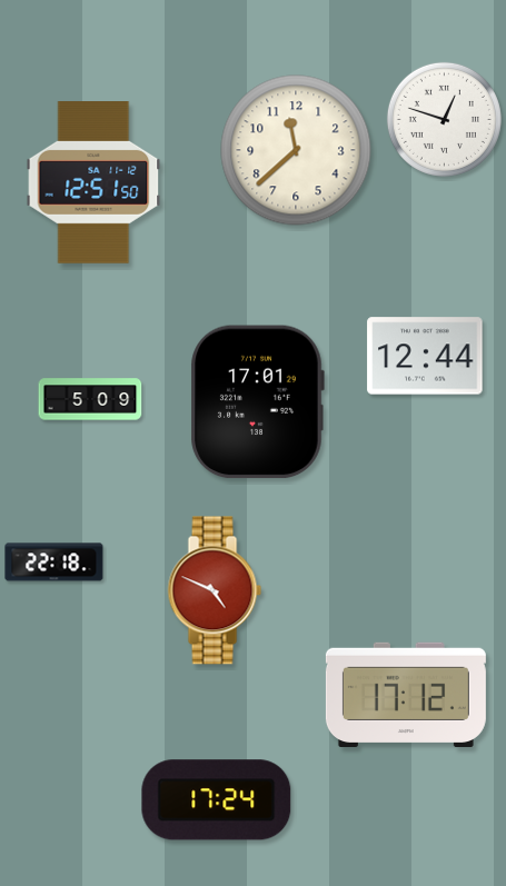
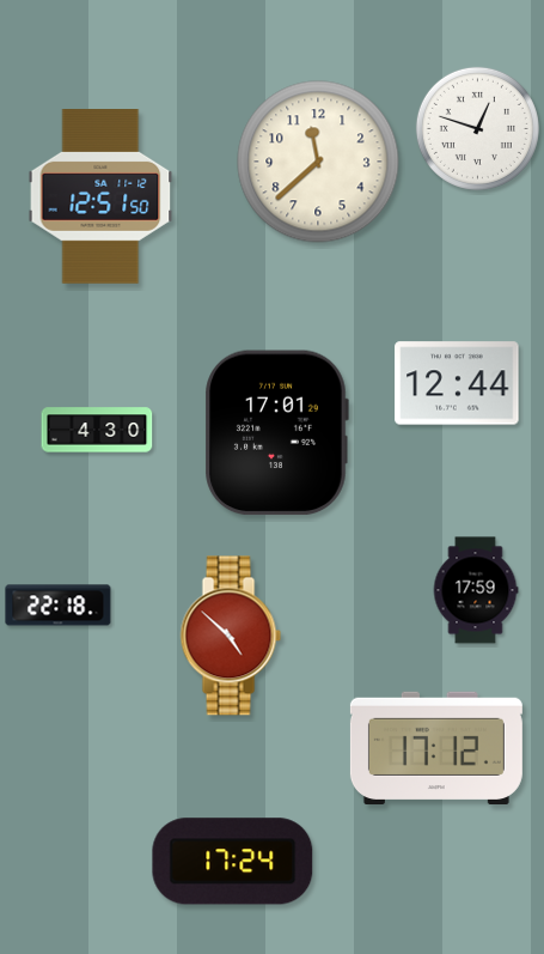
clock at (90, 399): 5:09 -> 4:30
clock at (476, 590): none -> 17:59
clock at (215, 590): 4:49 -> 4:52
